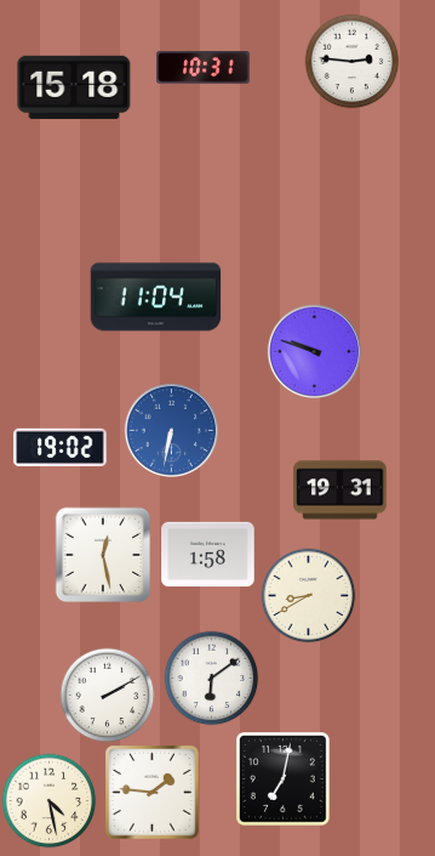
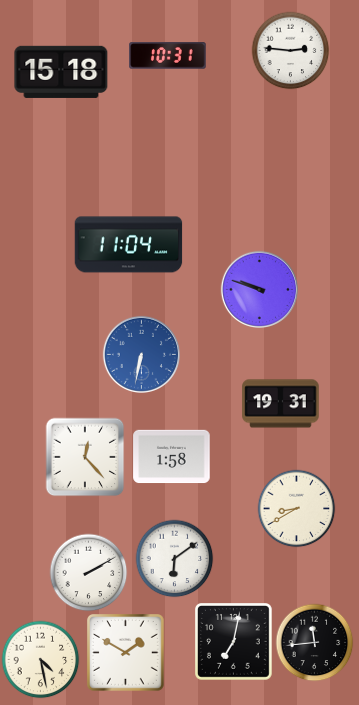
clock at (61, 448): 19:02 -> none
clock at (103, 555): 12:28 -> 12:23
clock at (308, 595) position: (308, 595) -> (296, 508)
clock at (314, 642): none -> 11:44
clock at (153, 793): 1:46 -> 1:50
